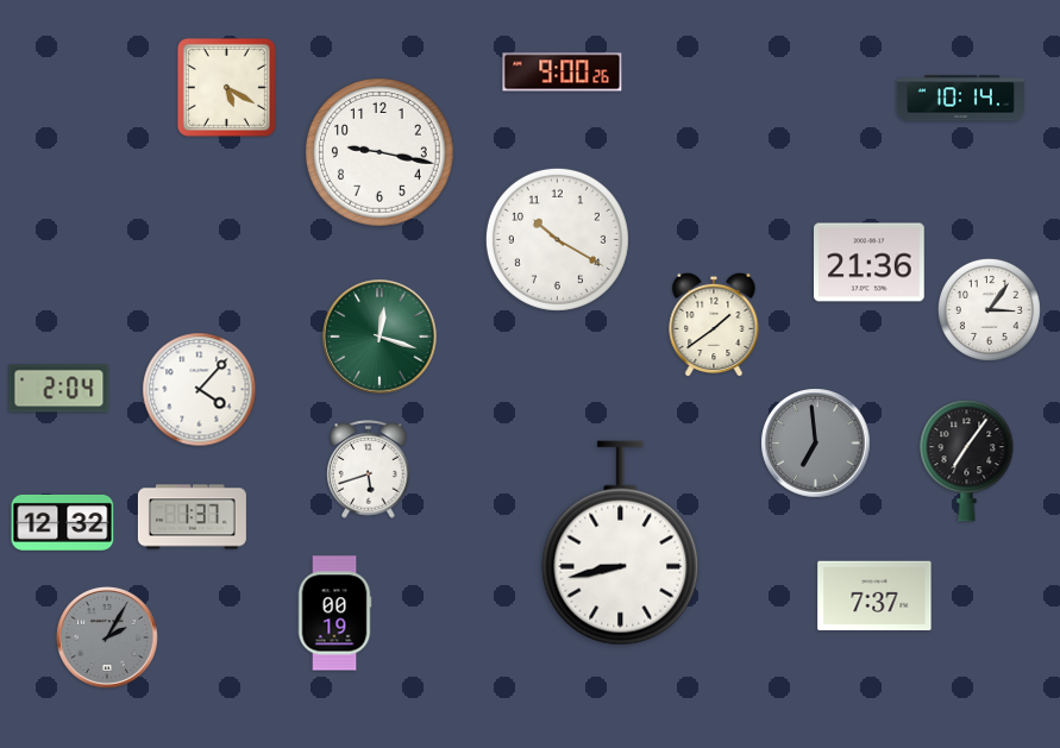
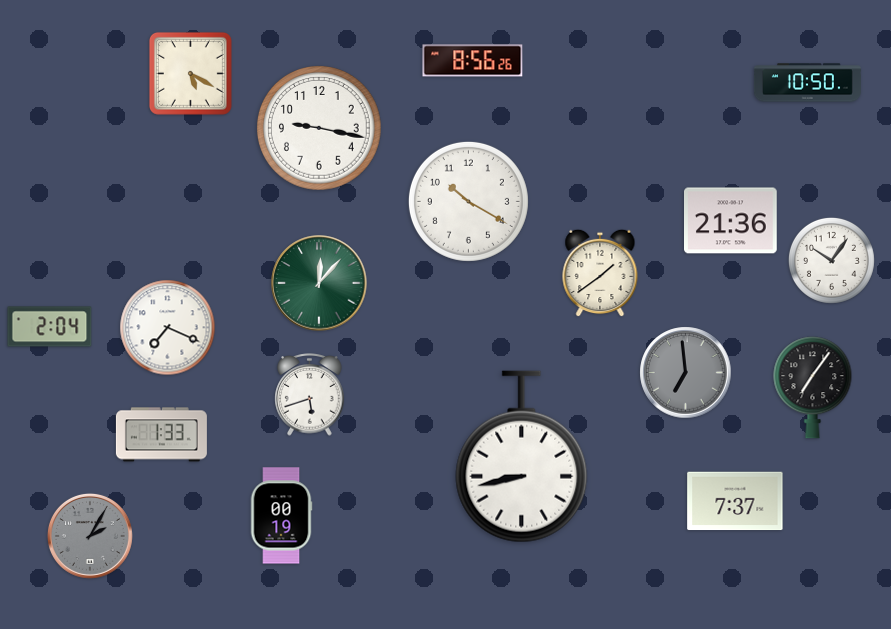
clock at (563, 73): 9:00 -> 8:56
clock at (960, 99): 10:14 -> 10:50
clock at (989, 309): 3:06 -> 10:06
clock at (380, 337): 12:18 -> 12:07
clock at (200, 390): 4:07 -> 7:19
clock at (192, 517): 1:37 -> 1:33
clock at (63, 522): 12:32 -> none
